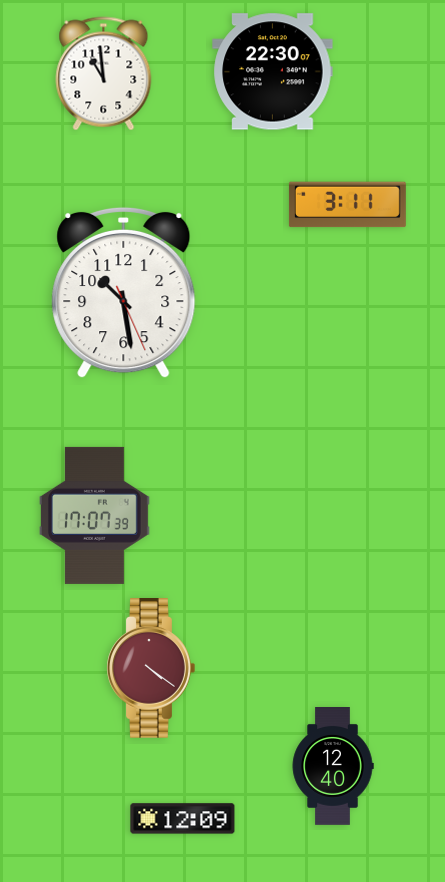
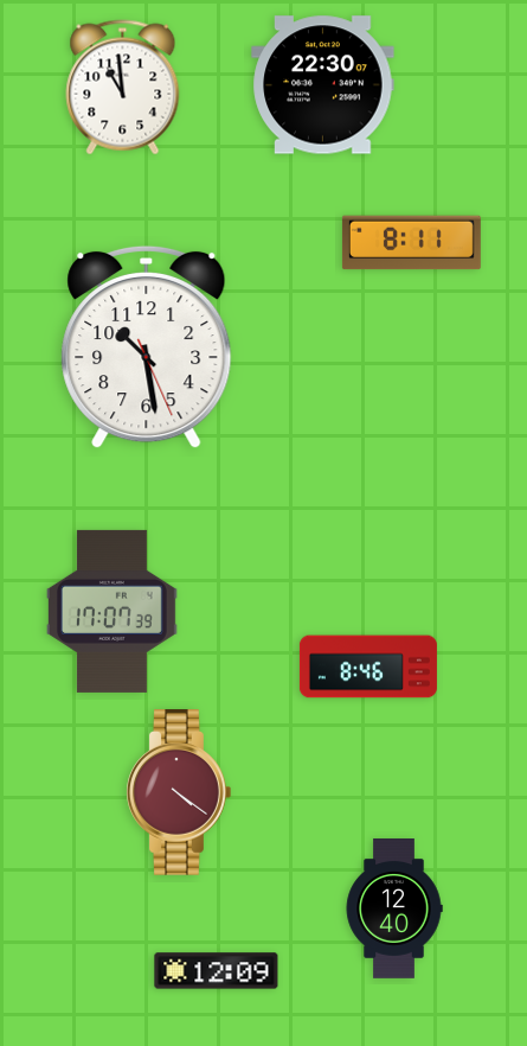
clock at (347, 205): 3:11 -> 8:11
clock at (368, 666): none -> 8:46
